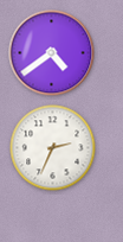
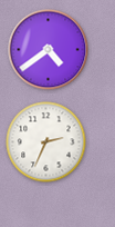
clock at (53, 148) position: (53, 148) -> (46, 142)
